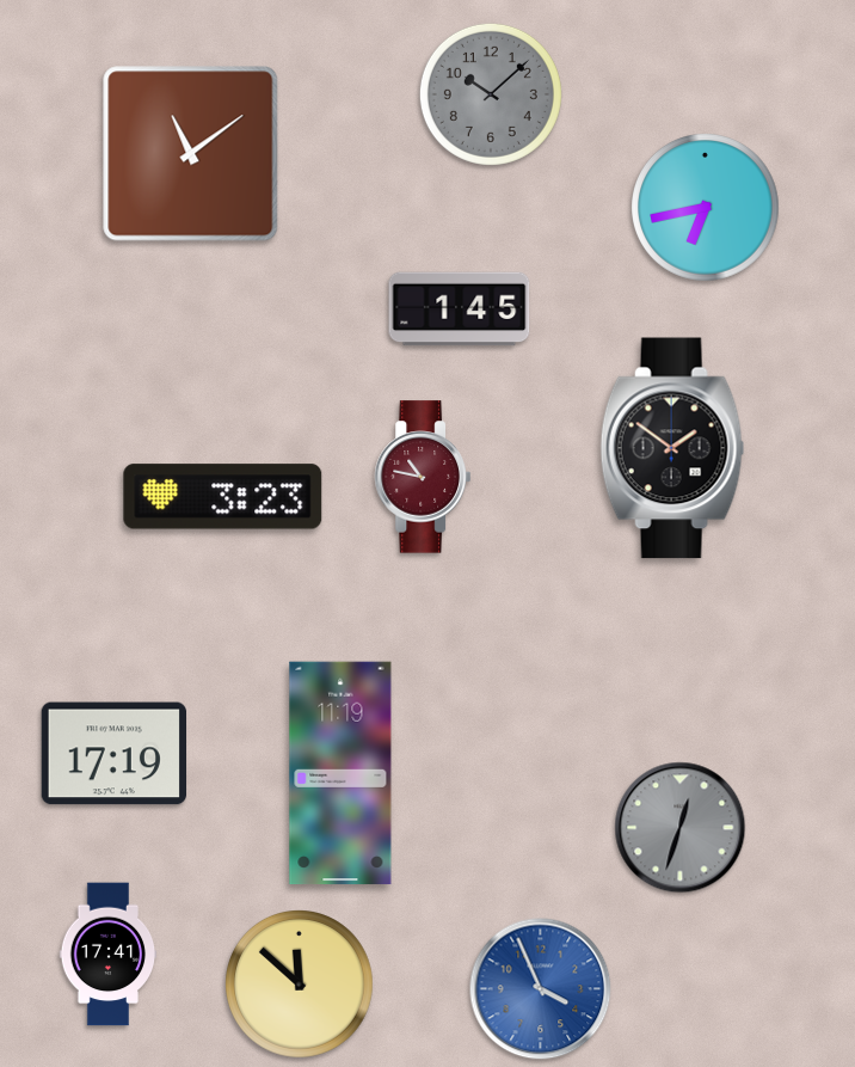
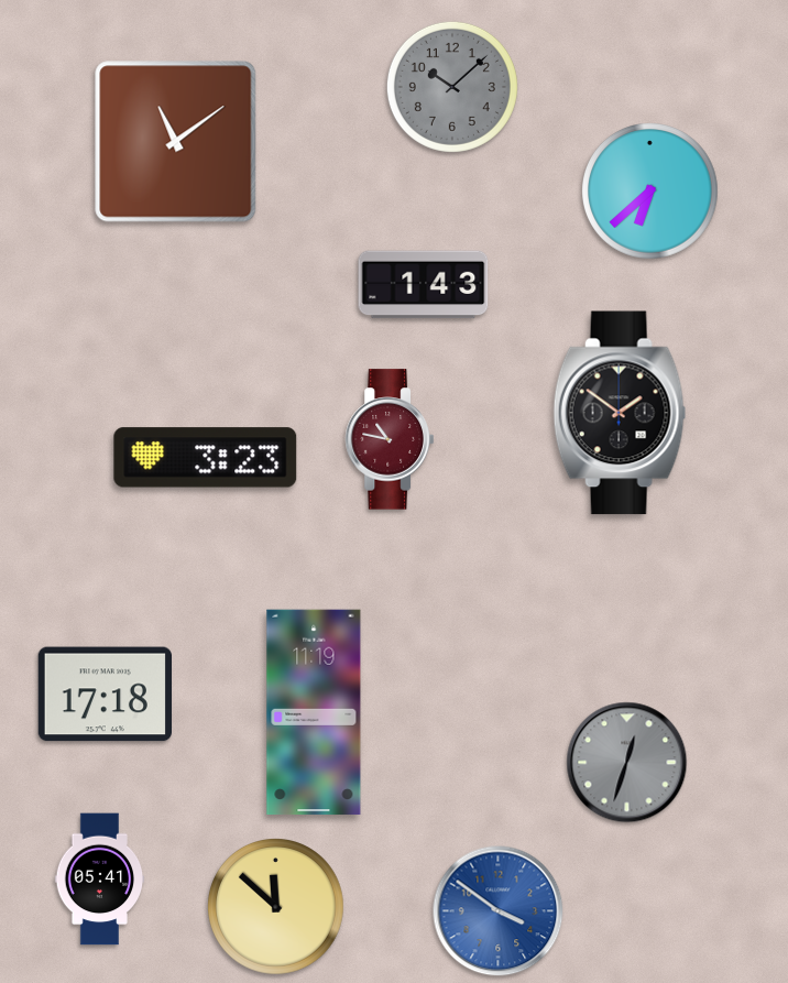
clock at (706, 208): 6:43 -> 6:38
clock at (460, 309): 1:45 -> 1:43
clock at (113, 754): 17:19 -> 17:18
clock at (109, 955): 17:41 -> 05:41
clock at (541, 989): 3:56 -> 3:51
